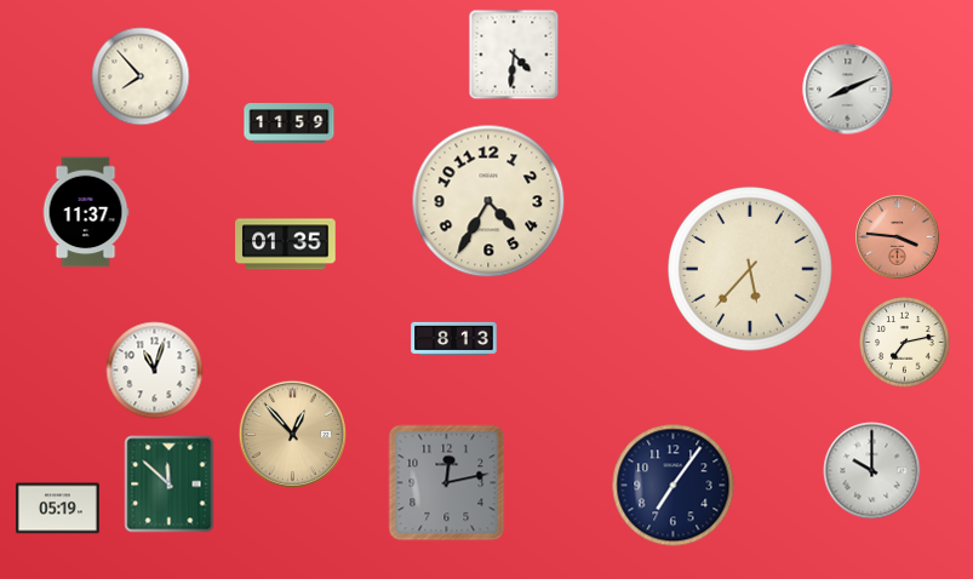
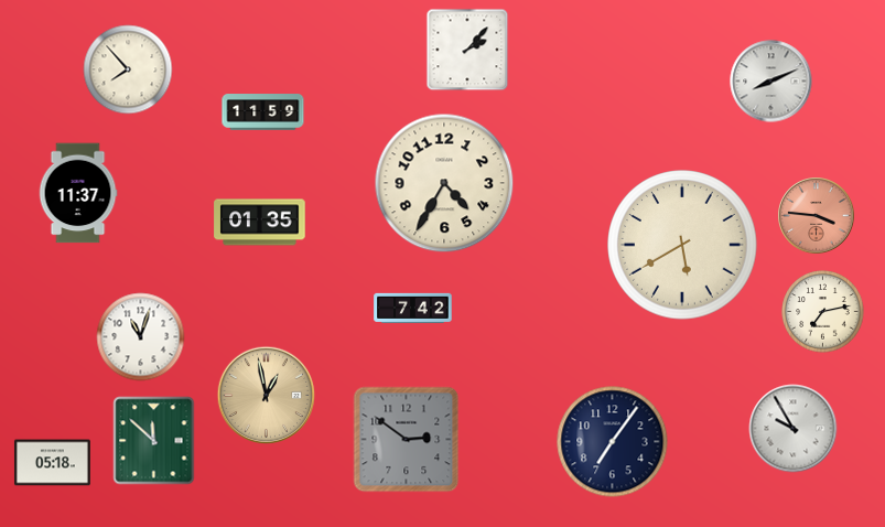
clock at (514, 55): 4:31 -> 2:07
clock at (750, 269): 5:37 -> 5:40
clock at (454, 338): 8:13 -> 7:42
clock at (293, 435): 12:53 -> 12:58
clock at (872, 471): 10:00 -> 9:55
clock at (447, 483): 12:13 -> 2:51
clock at (57, 509): 05:19 -> 05:18
